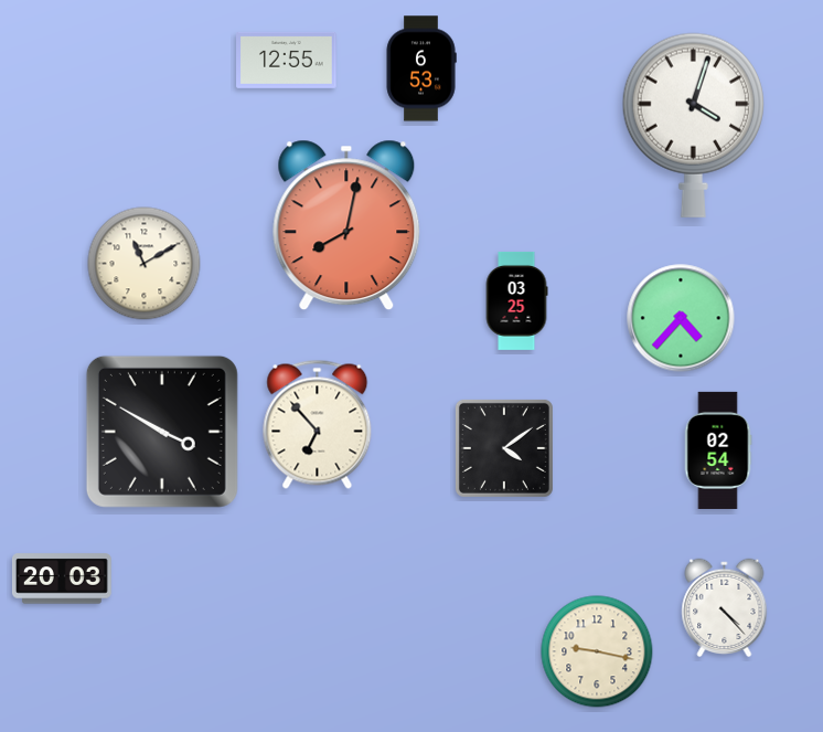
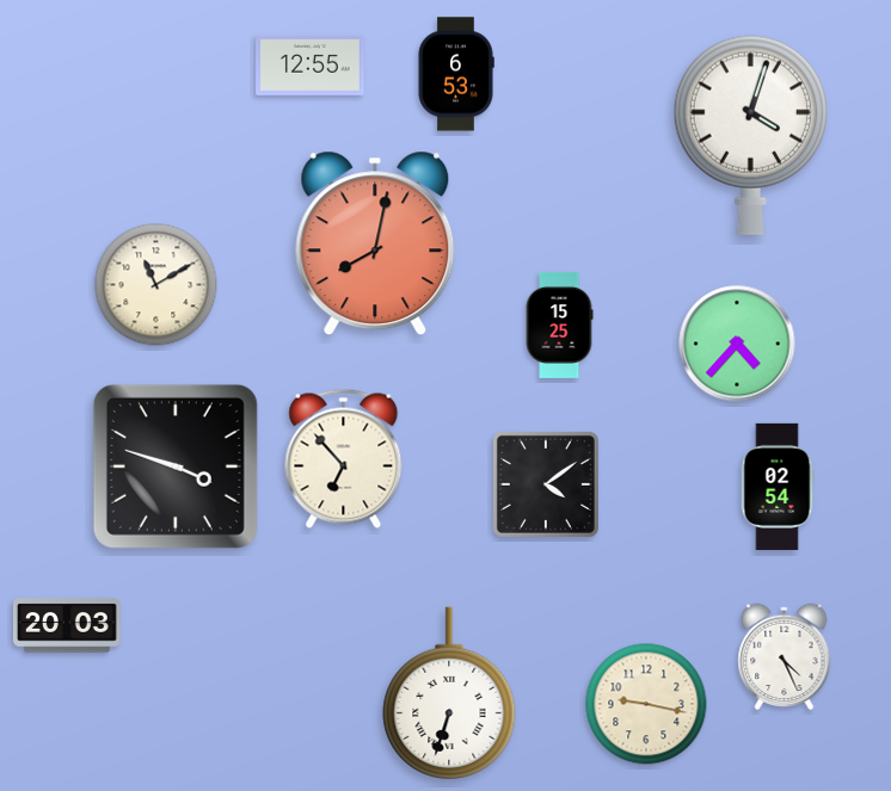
clock at (516, 300): 03:25 -> 15:25
clock at (162, 432): 3:50 -> 3:48
clock at (725, 608): 4:23 -> 4:26
clock at (449, 693): none -> 6:33
